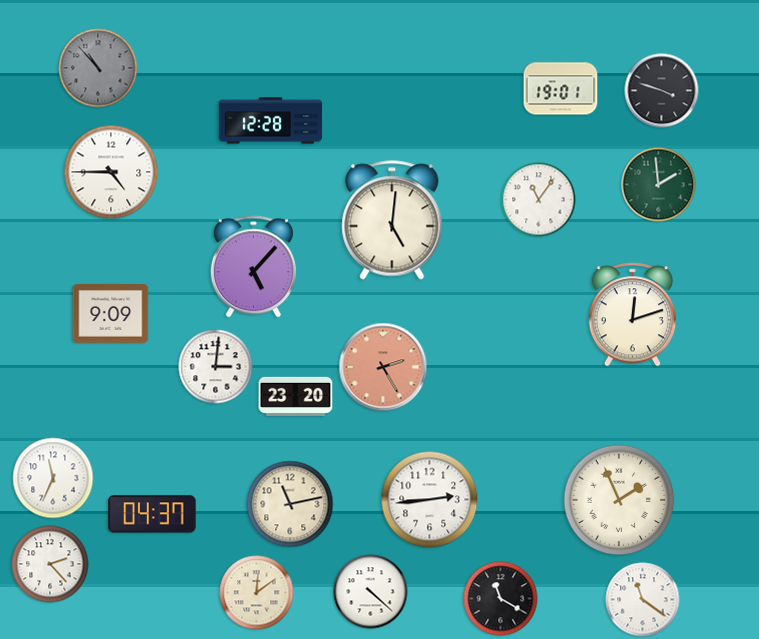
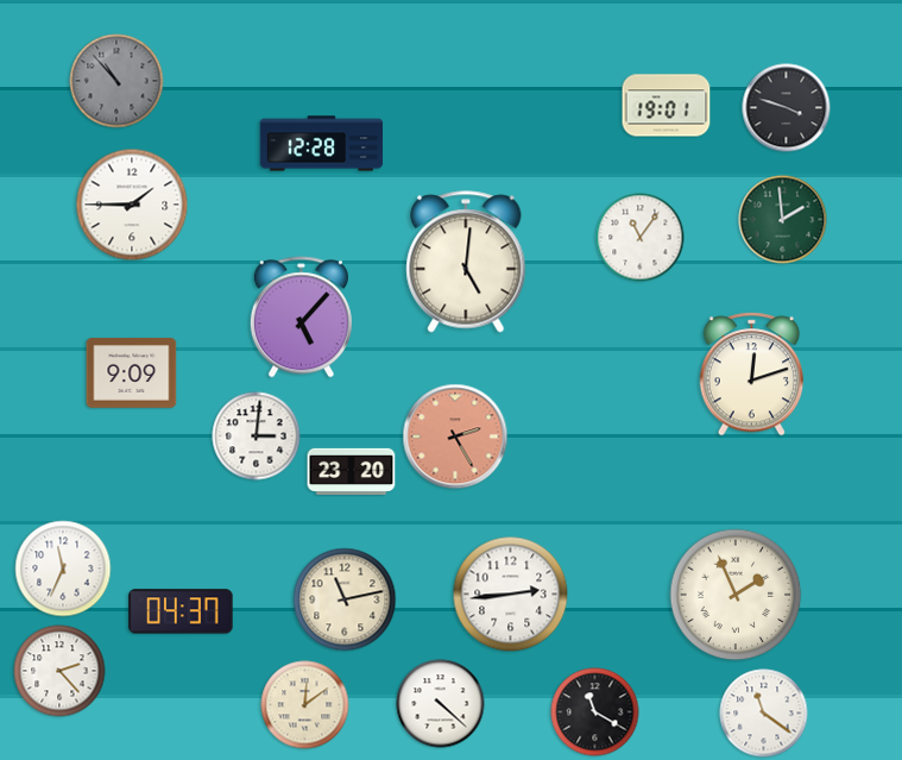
clock at (111, 172): 4:45 -> 1:45
